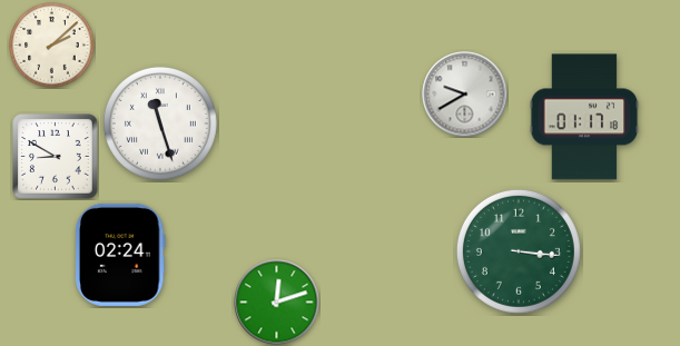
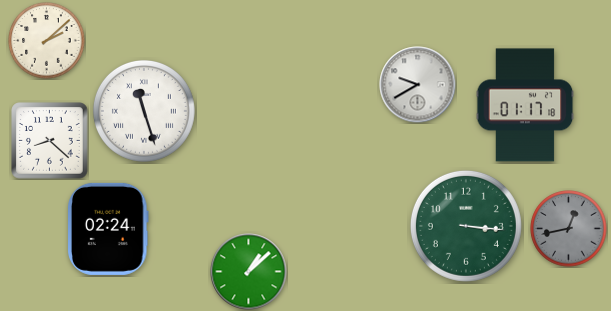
clock at (56, 157): 8:50 -> 8:22
clock at (569, 229): none -> 12:43
clock at (277, 303): 12:12 -> 1:08
